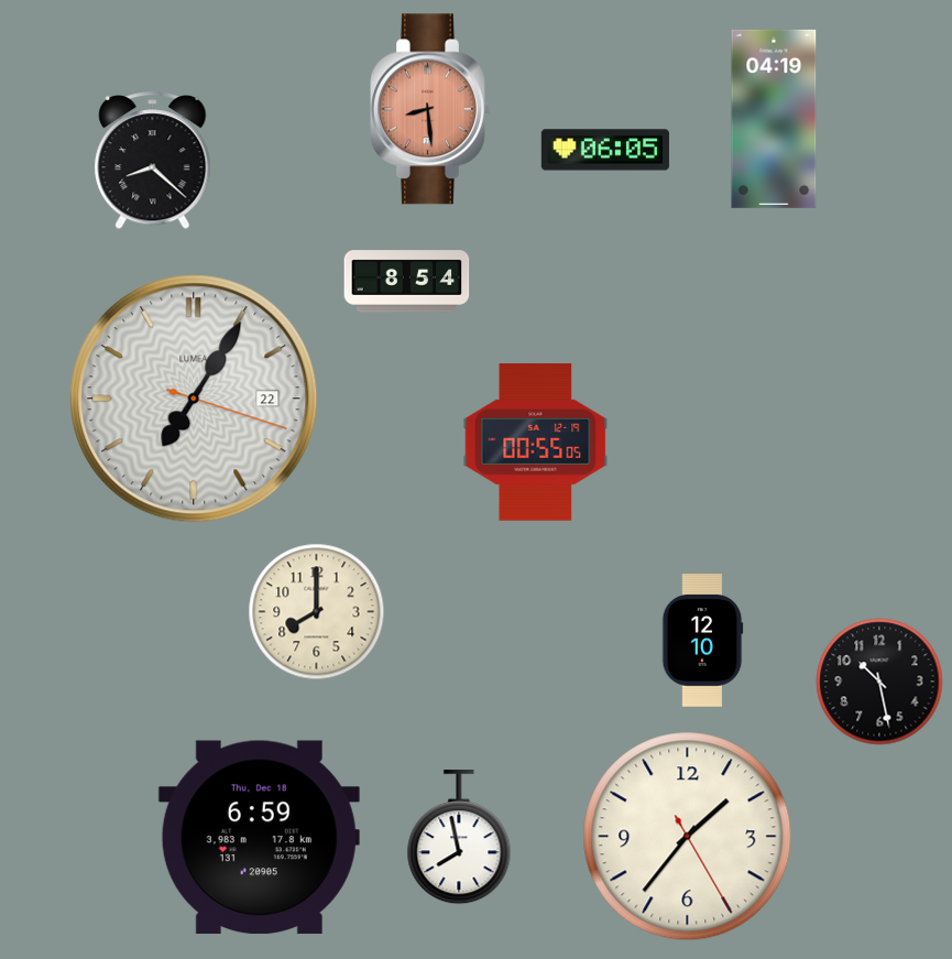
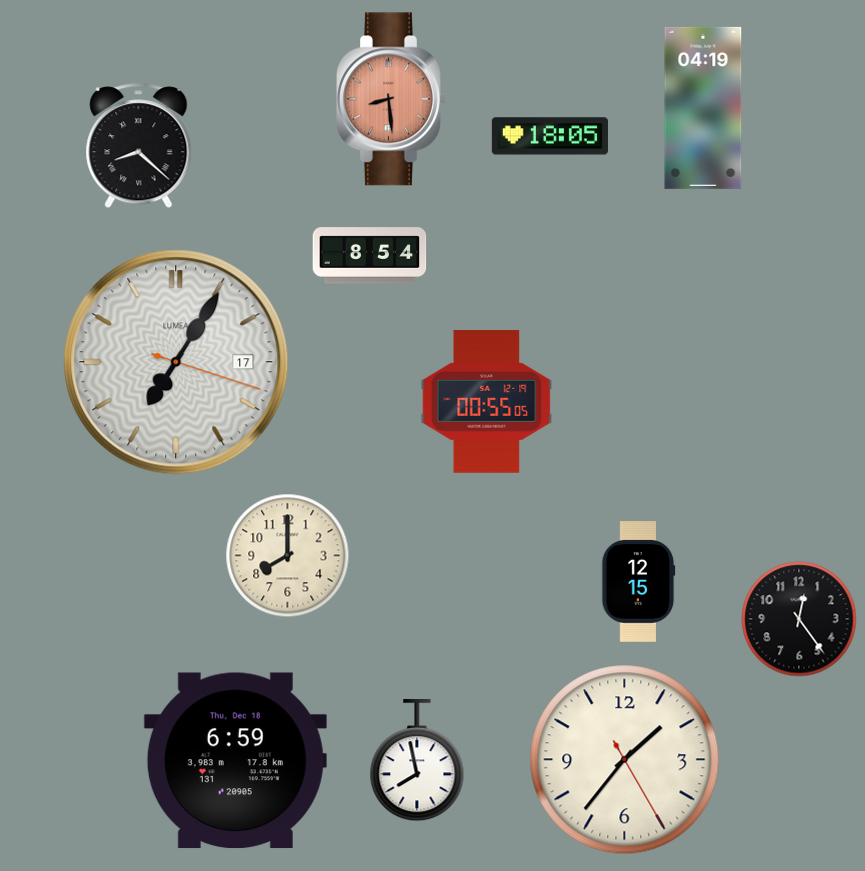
clock at (605, 150): 06:05 -> 18:05
clock at (194, 399) date: 22 -> 17
clock at (703, 641): 12:10 -> 12:15
clock at (879, 682): 10:28 -> 12:24
